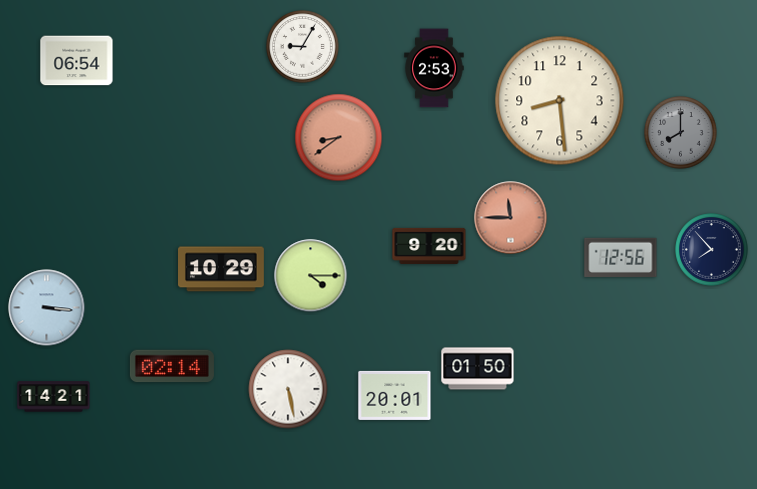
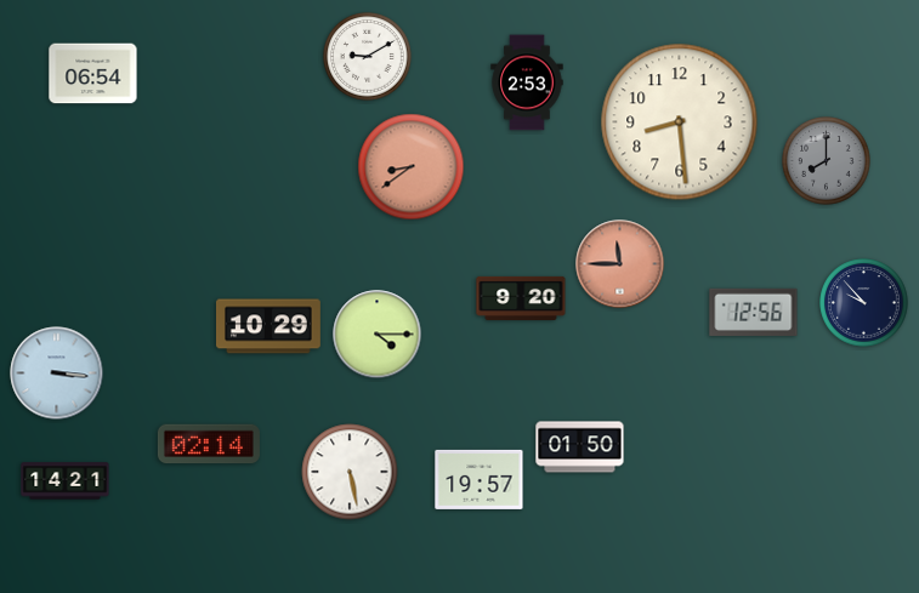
clock at (303, 47): 9:05 -> 9:10
clock at (712, 250): 7:53 -> 9:53
clock at (395, 395): 20:01 -> 19:57
